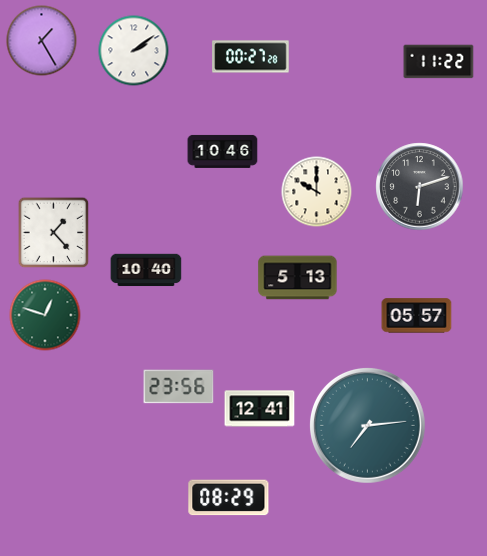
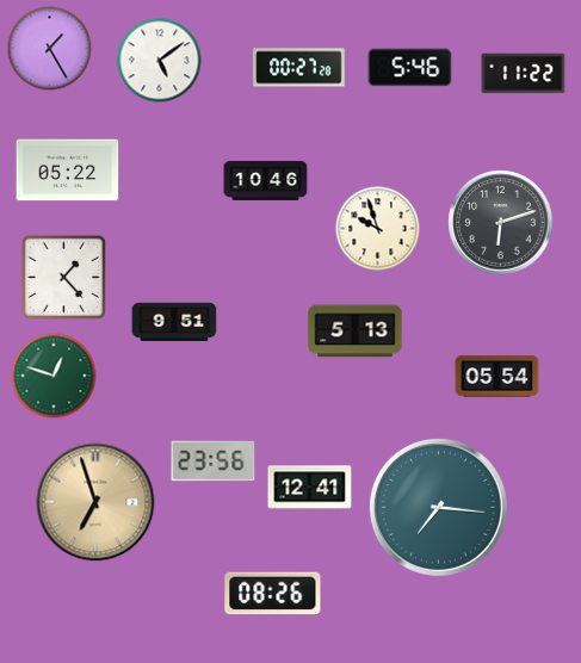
clock at (134, 51): 2:09 -> 5:09
clock at (410, 68): none -> 5:46
clock at (68, 171): none -> 05:22
clock at (317, 192): 10:00 -> 9:57
clock at (146, 270): 10:40 -> 9:51
clock at (417, 316): 05:57 -> 05:54
clock at (95, 502): none -> 6:57
clock at (367, 425): 7:14 -> 7:16
clock at (229, 498): 08:29 -> 08:26
